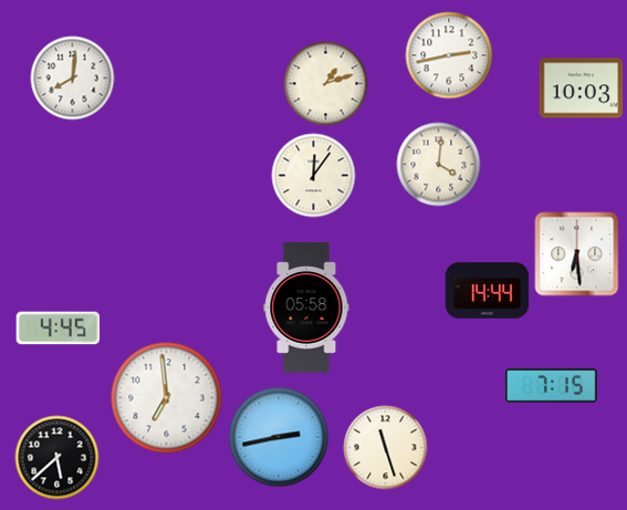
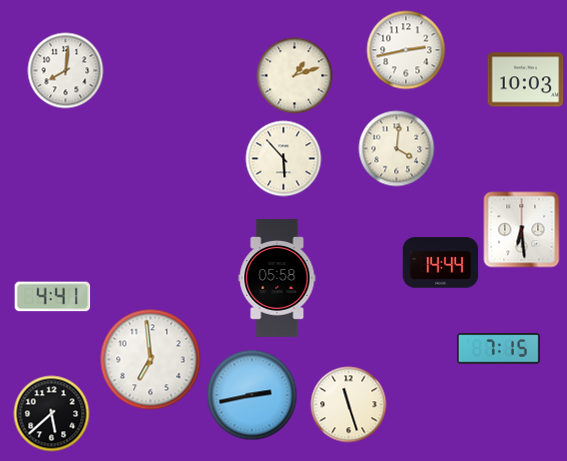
clock at (314, 176): 12:06 -> 5:53
clock at (59, 329): 4:45 -> 4:41
